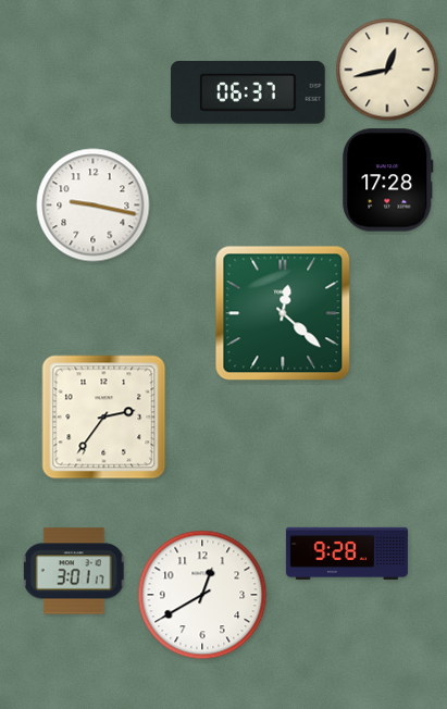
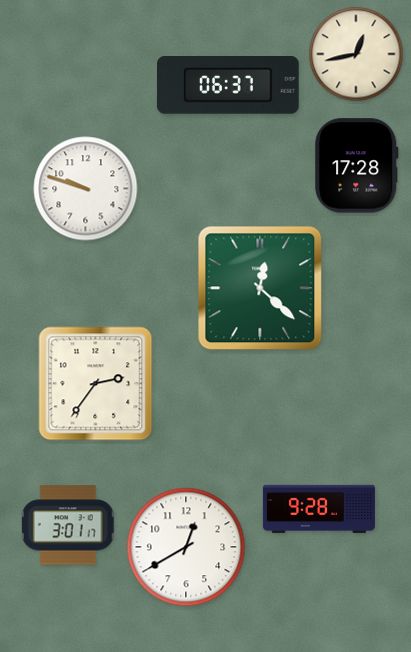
clock at (387, 70) position: (387, 70) -> (356, 54)
clock at (94, 206): 9:17 -> 9:48
